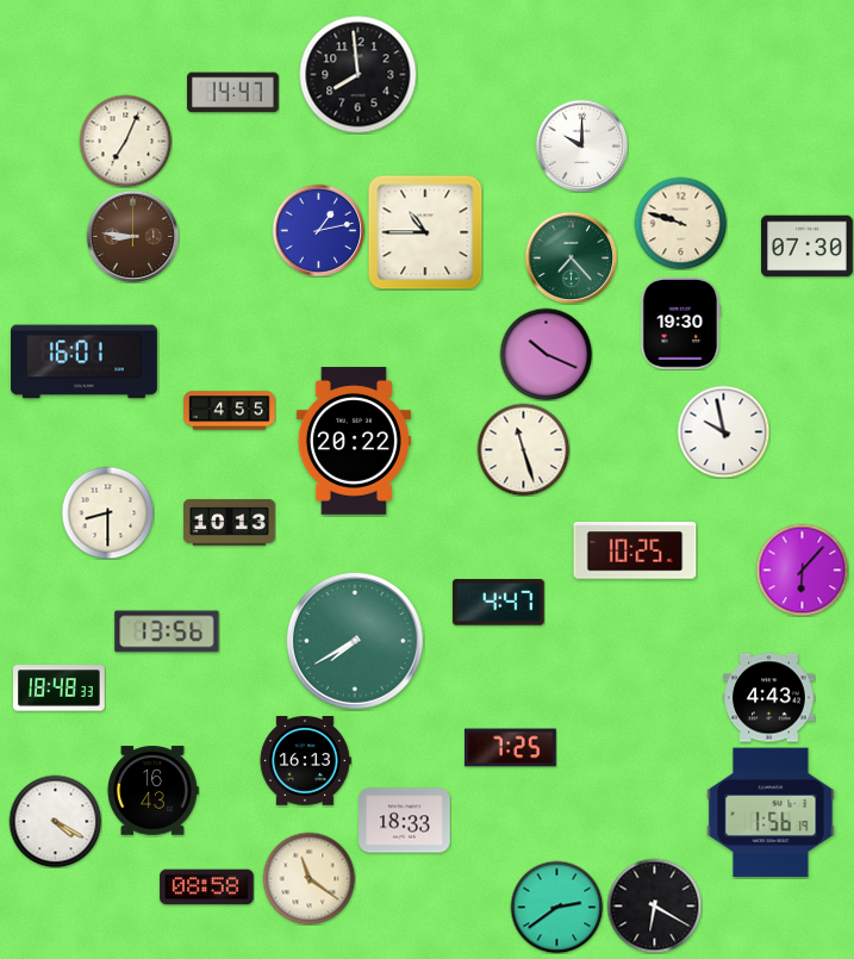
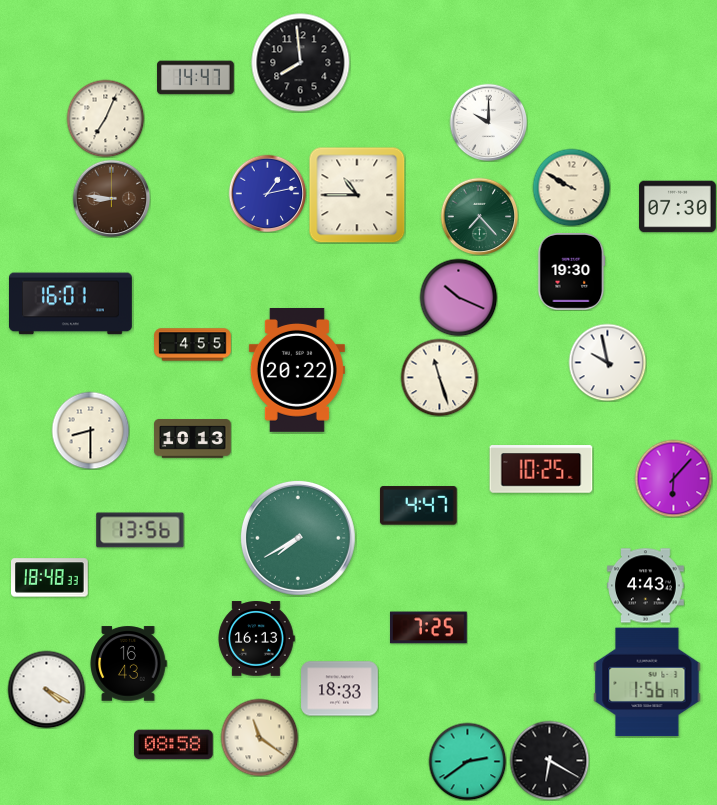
clock at (680, 223): 9:48 -> 9:50
clock at (635, 550) position: (635, 550) -> (541, 469)
